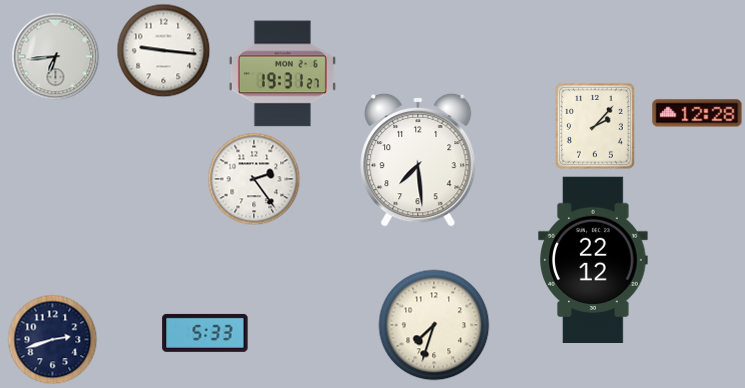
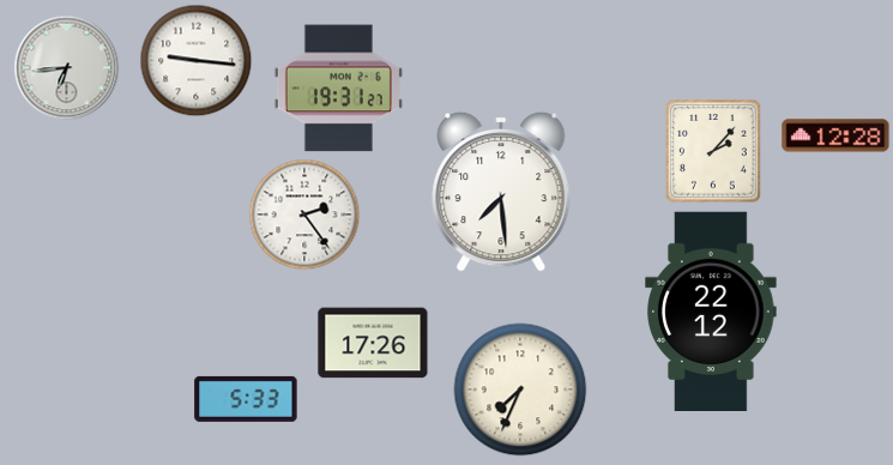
clock at (373, 343): none -> 17:26
clock at (434, 325): 7:33 -> 7:34
clock at (53, 340): 2:42 -> none
